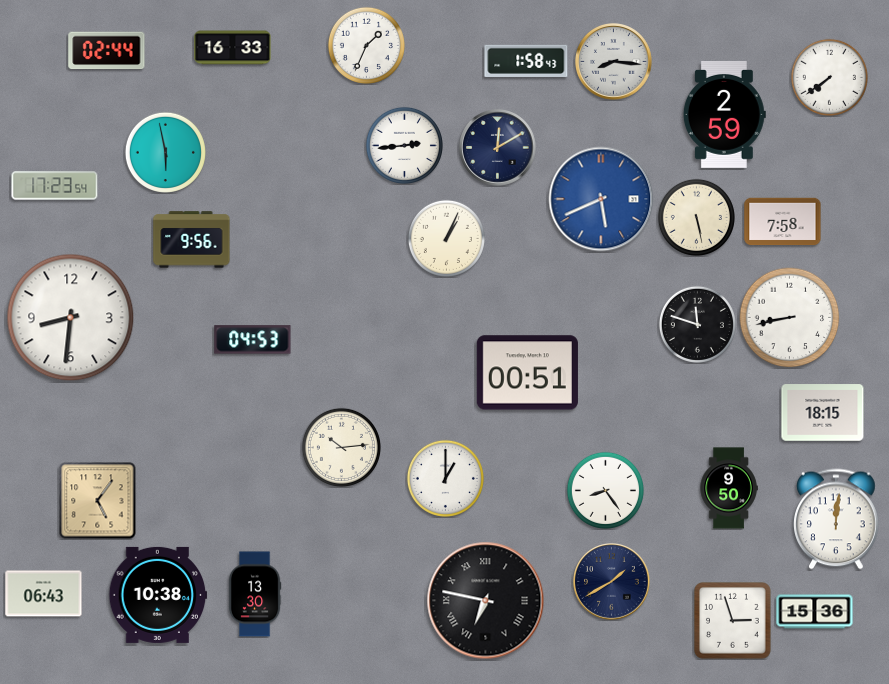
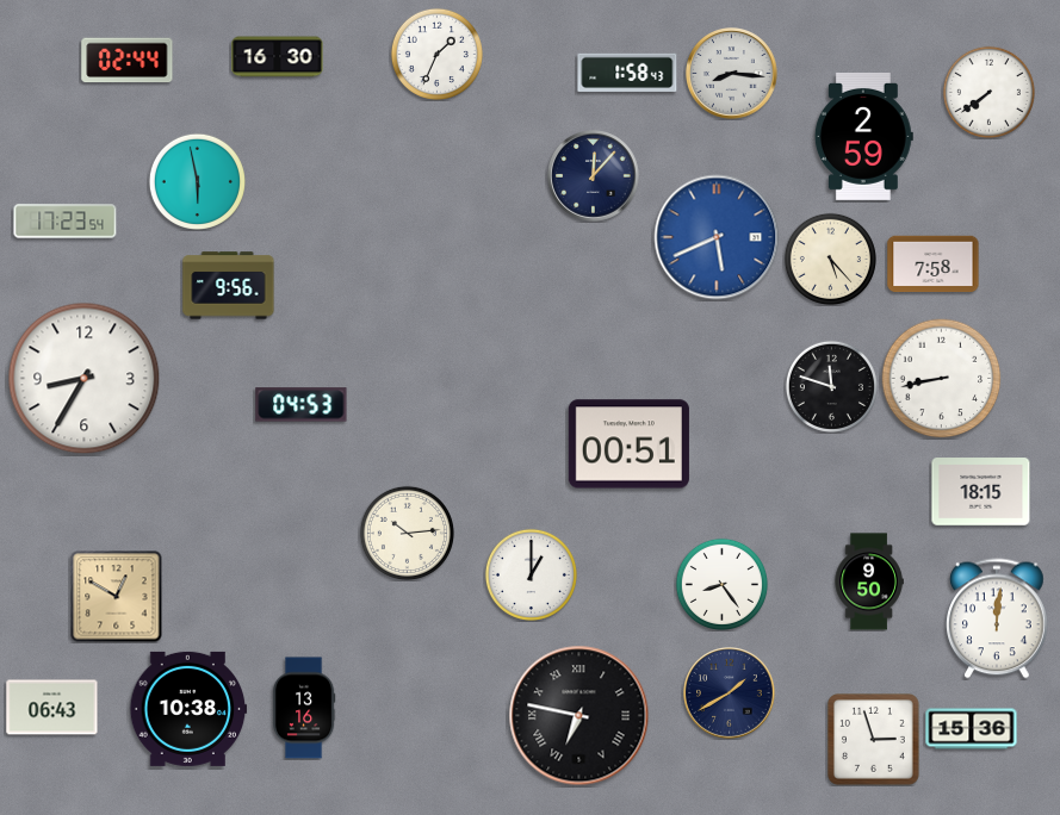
clock at (233, 48): 16:33 -> 16:30
clock at (404, 145): 2:44 -> none
clock at (498, 148): 12:10 -> 12:07
clock at (696, 217): 5:28 -> 5:23
clock at (446, 238): 1:04 -> none
clock at (71, 318): 8:31 -> 8:35
clock at (445, 478) position: (445, 478) -> (531, 574)
clock at (98, 501): 5:06 -> 12:50
clock at (255, 594): 13:30 -> 13:16
